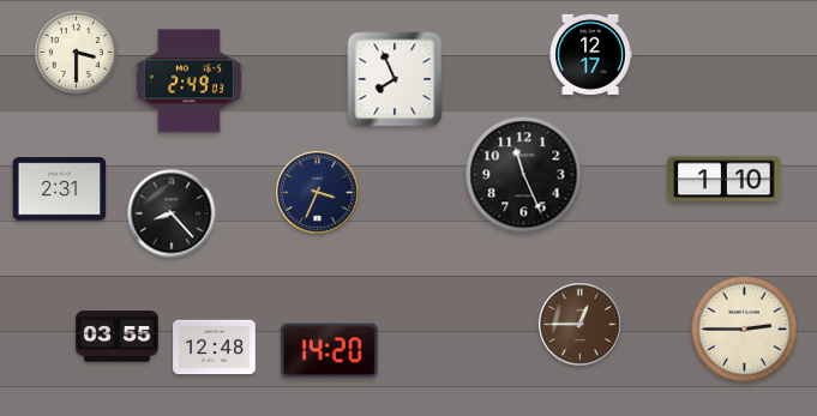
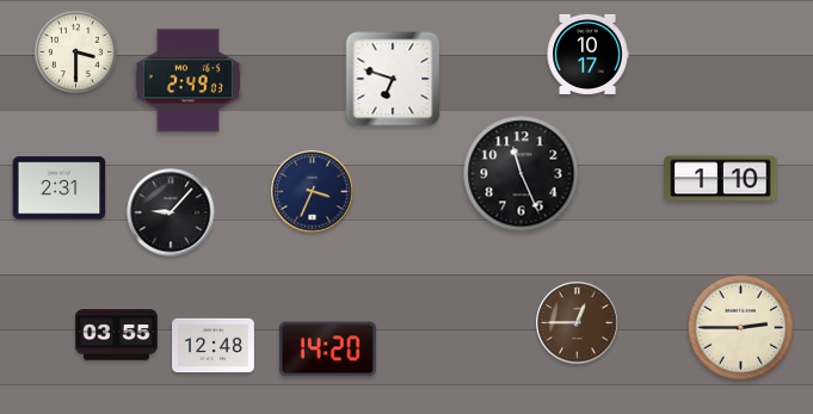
clock at (590, 54): 12:17 -> 10:17
clock at (395, 79): 7:56 -> 6:48
clock at (318, 193) position: (318, 193) -> (313, 192)
clock at (172, 213): 8:23 -> 9:07
